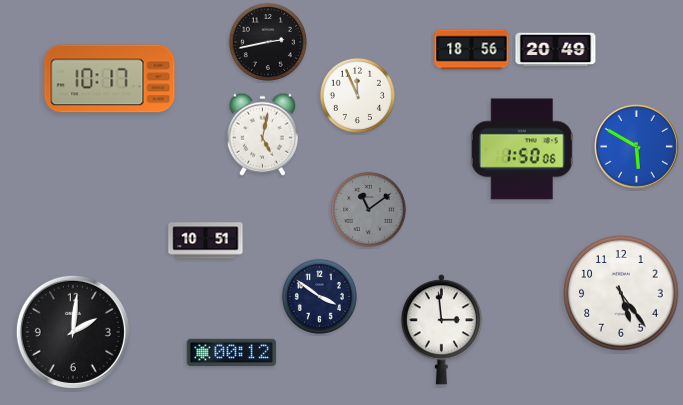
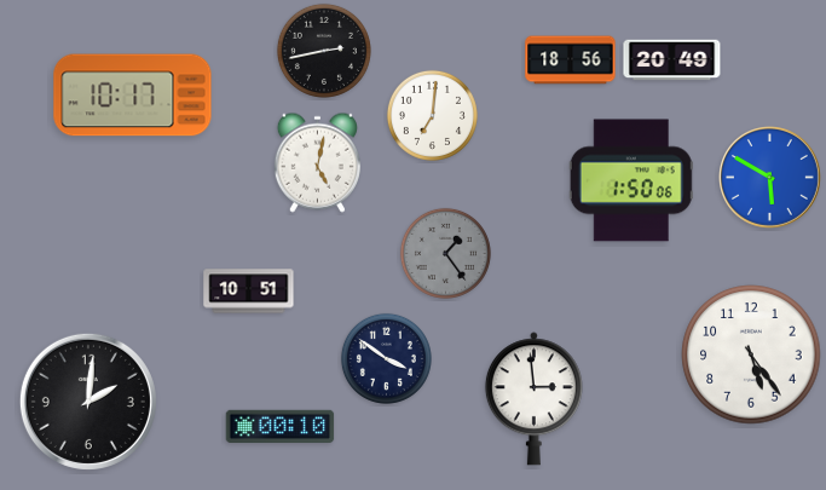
clock at (357, 95): 11:56 -> 7:01
clock at (368, 209): 11:09 -> 1:24
clock at (232, 352): 00:12 -> 00:10
